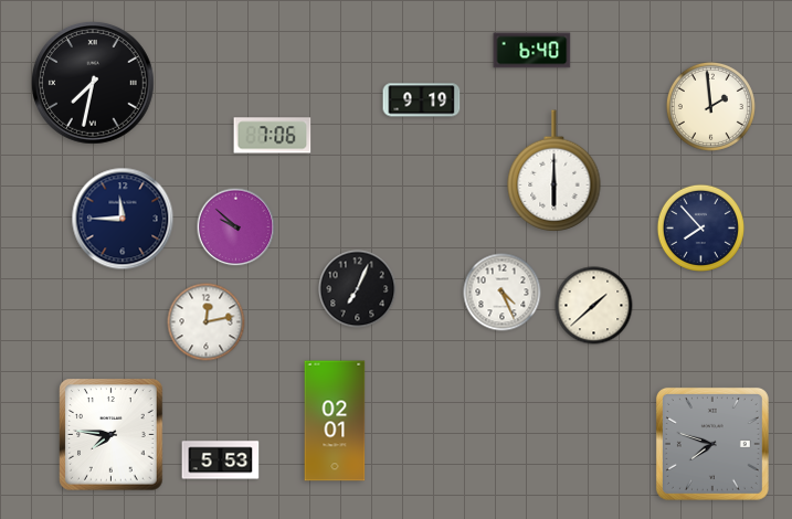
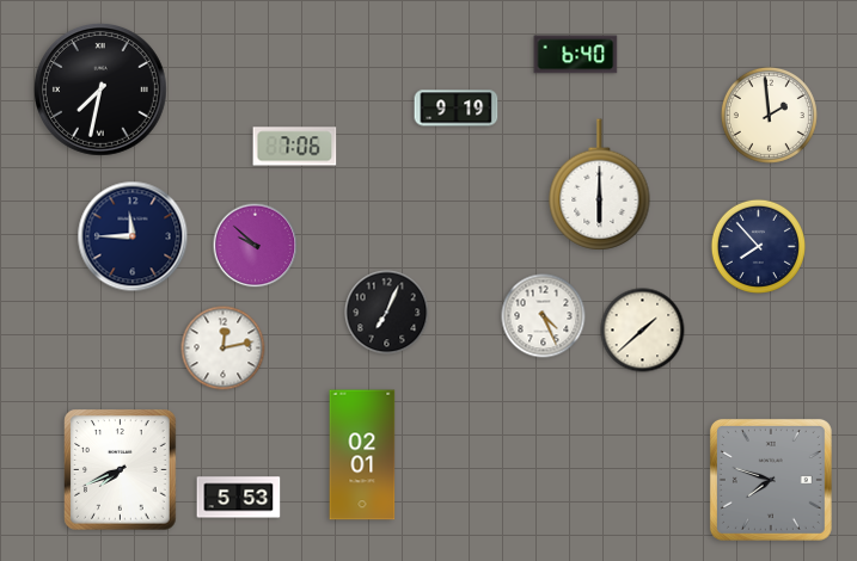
clock at (112, 435): 7:46 -> 7:41
